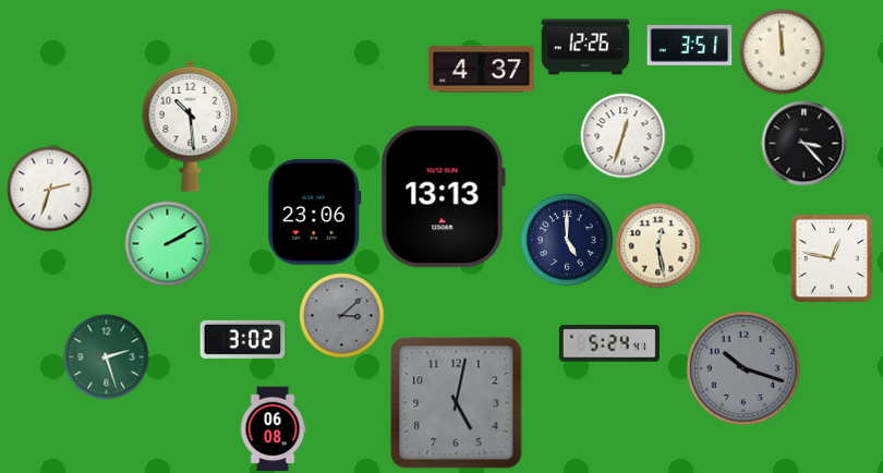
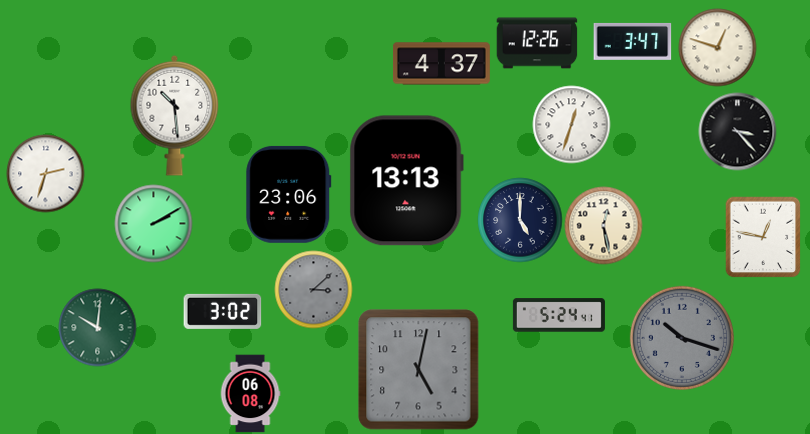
clock at (689, 45): 3:51 -> 3:47
clock at (782, 51): 11:59 -> 12:48
clock at (106, 356): 2:27 -> 10:01
